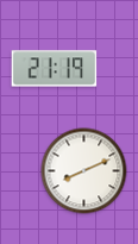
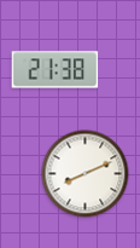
clock at (55, 69): 21:19 -> 21:38
